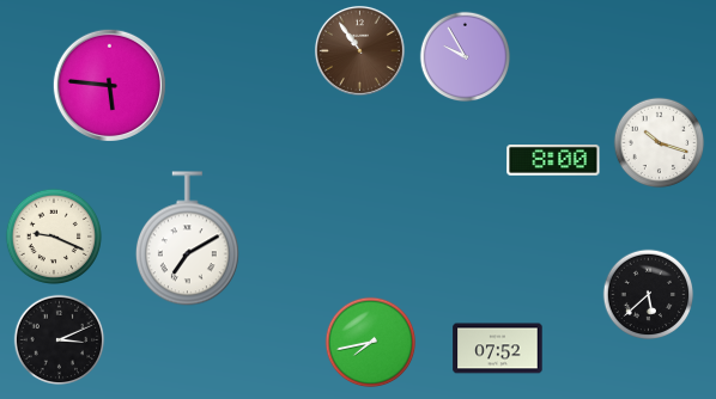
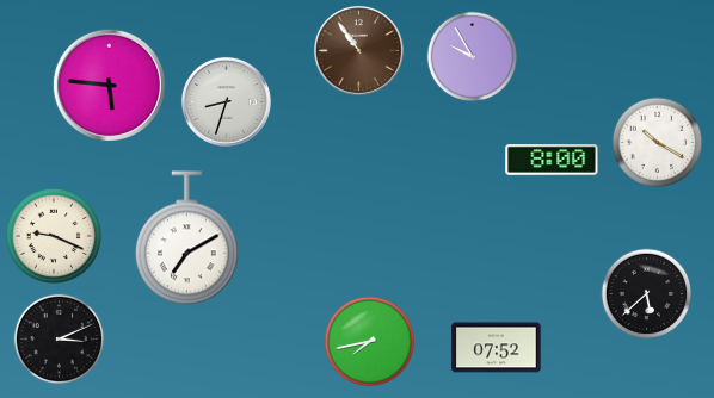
clock at (466, 57) position: (466, 57) -> (473, 57)
clock at (226, 101): none -> 8:33
clock at (660, 143): 10:18 -> 10:20
